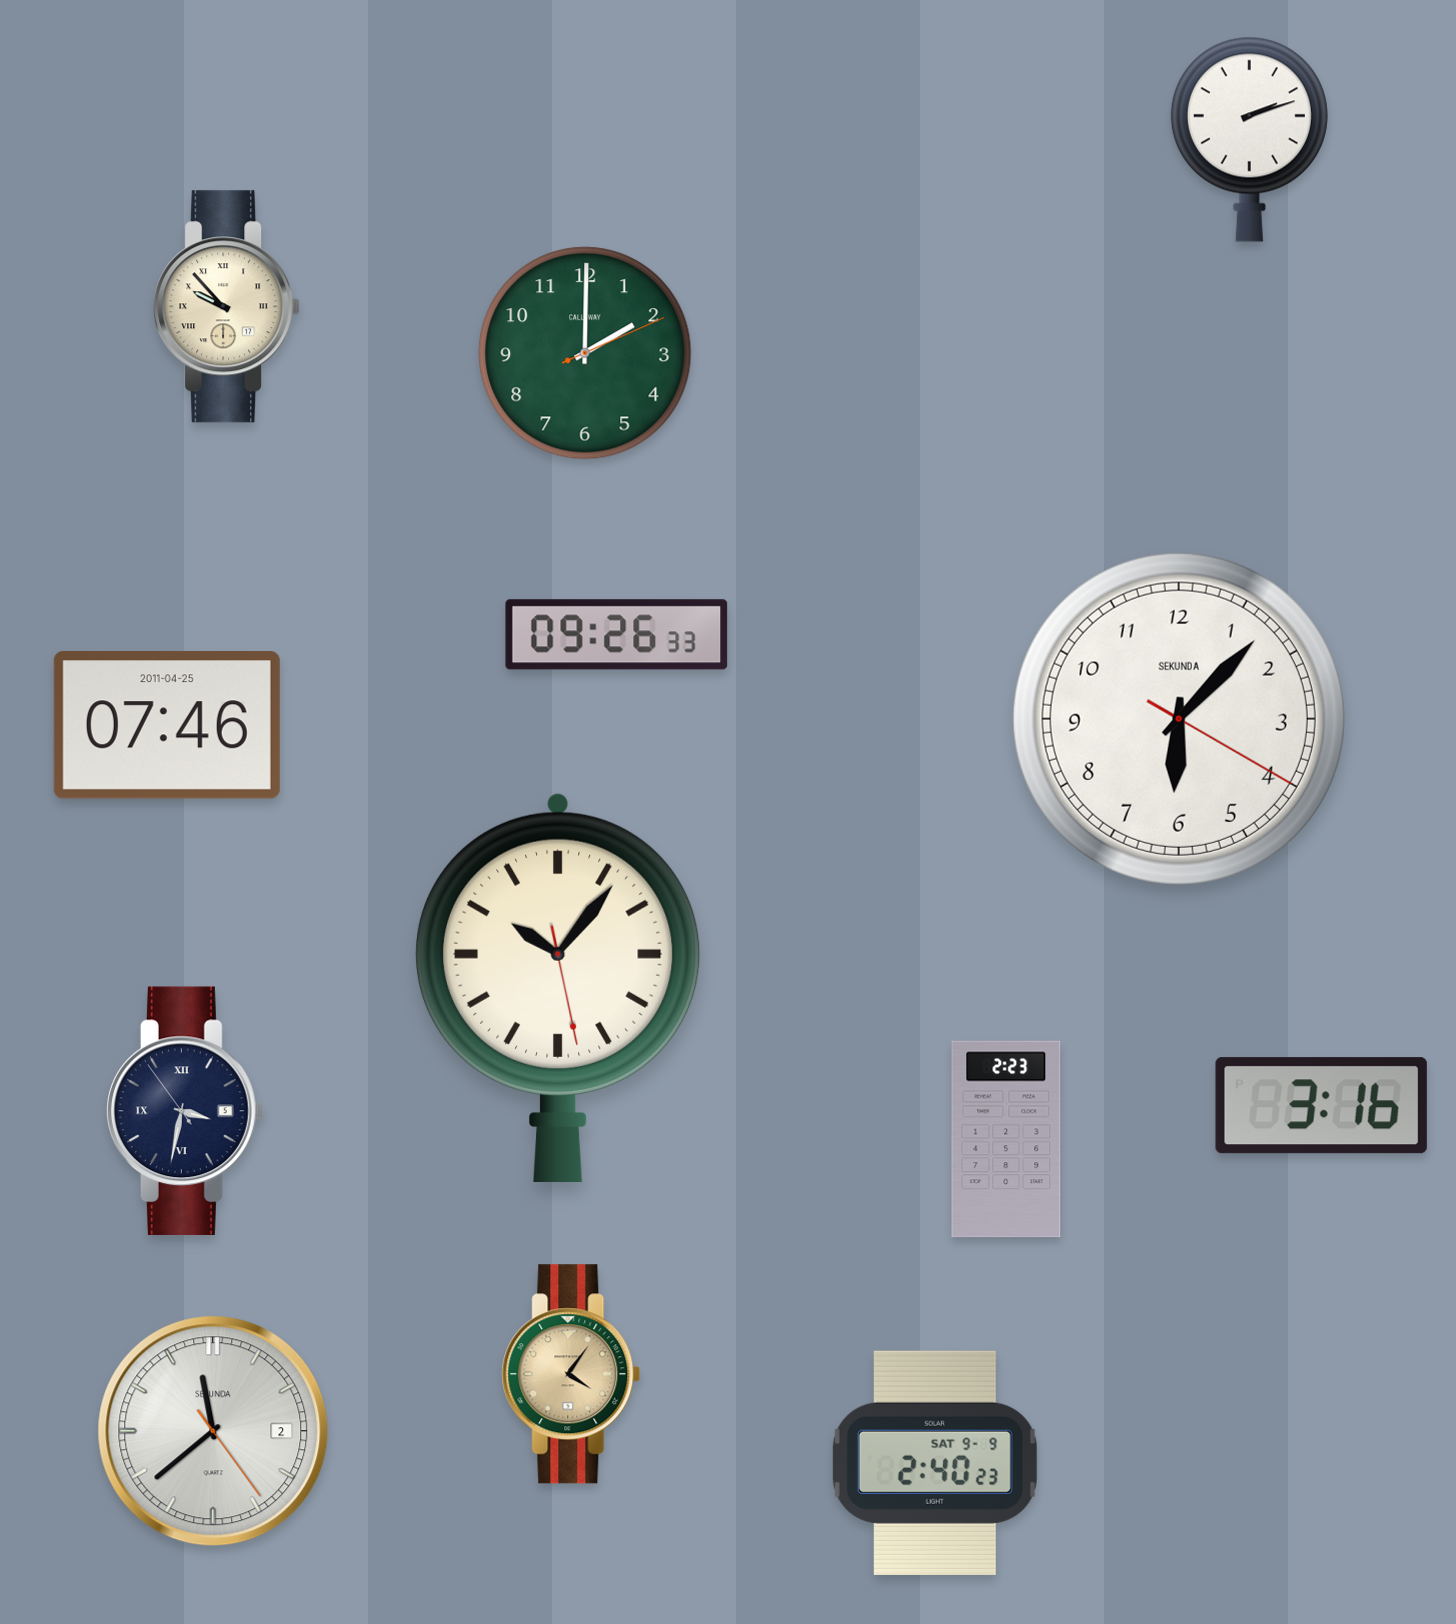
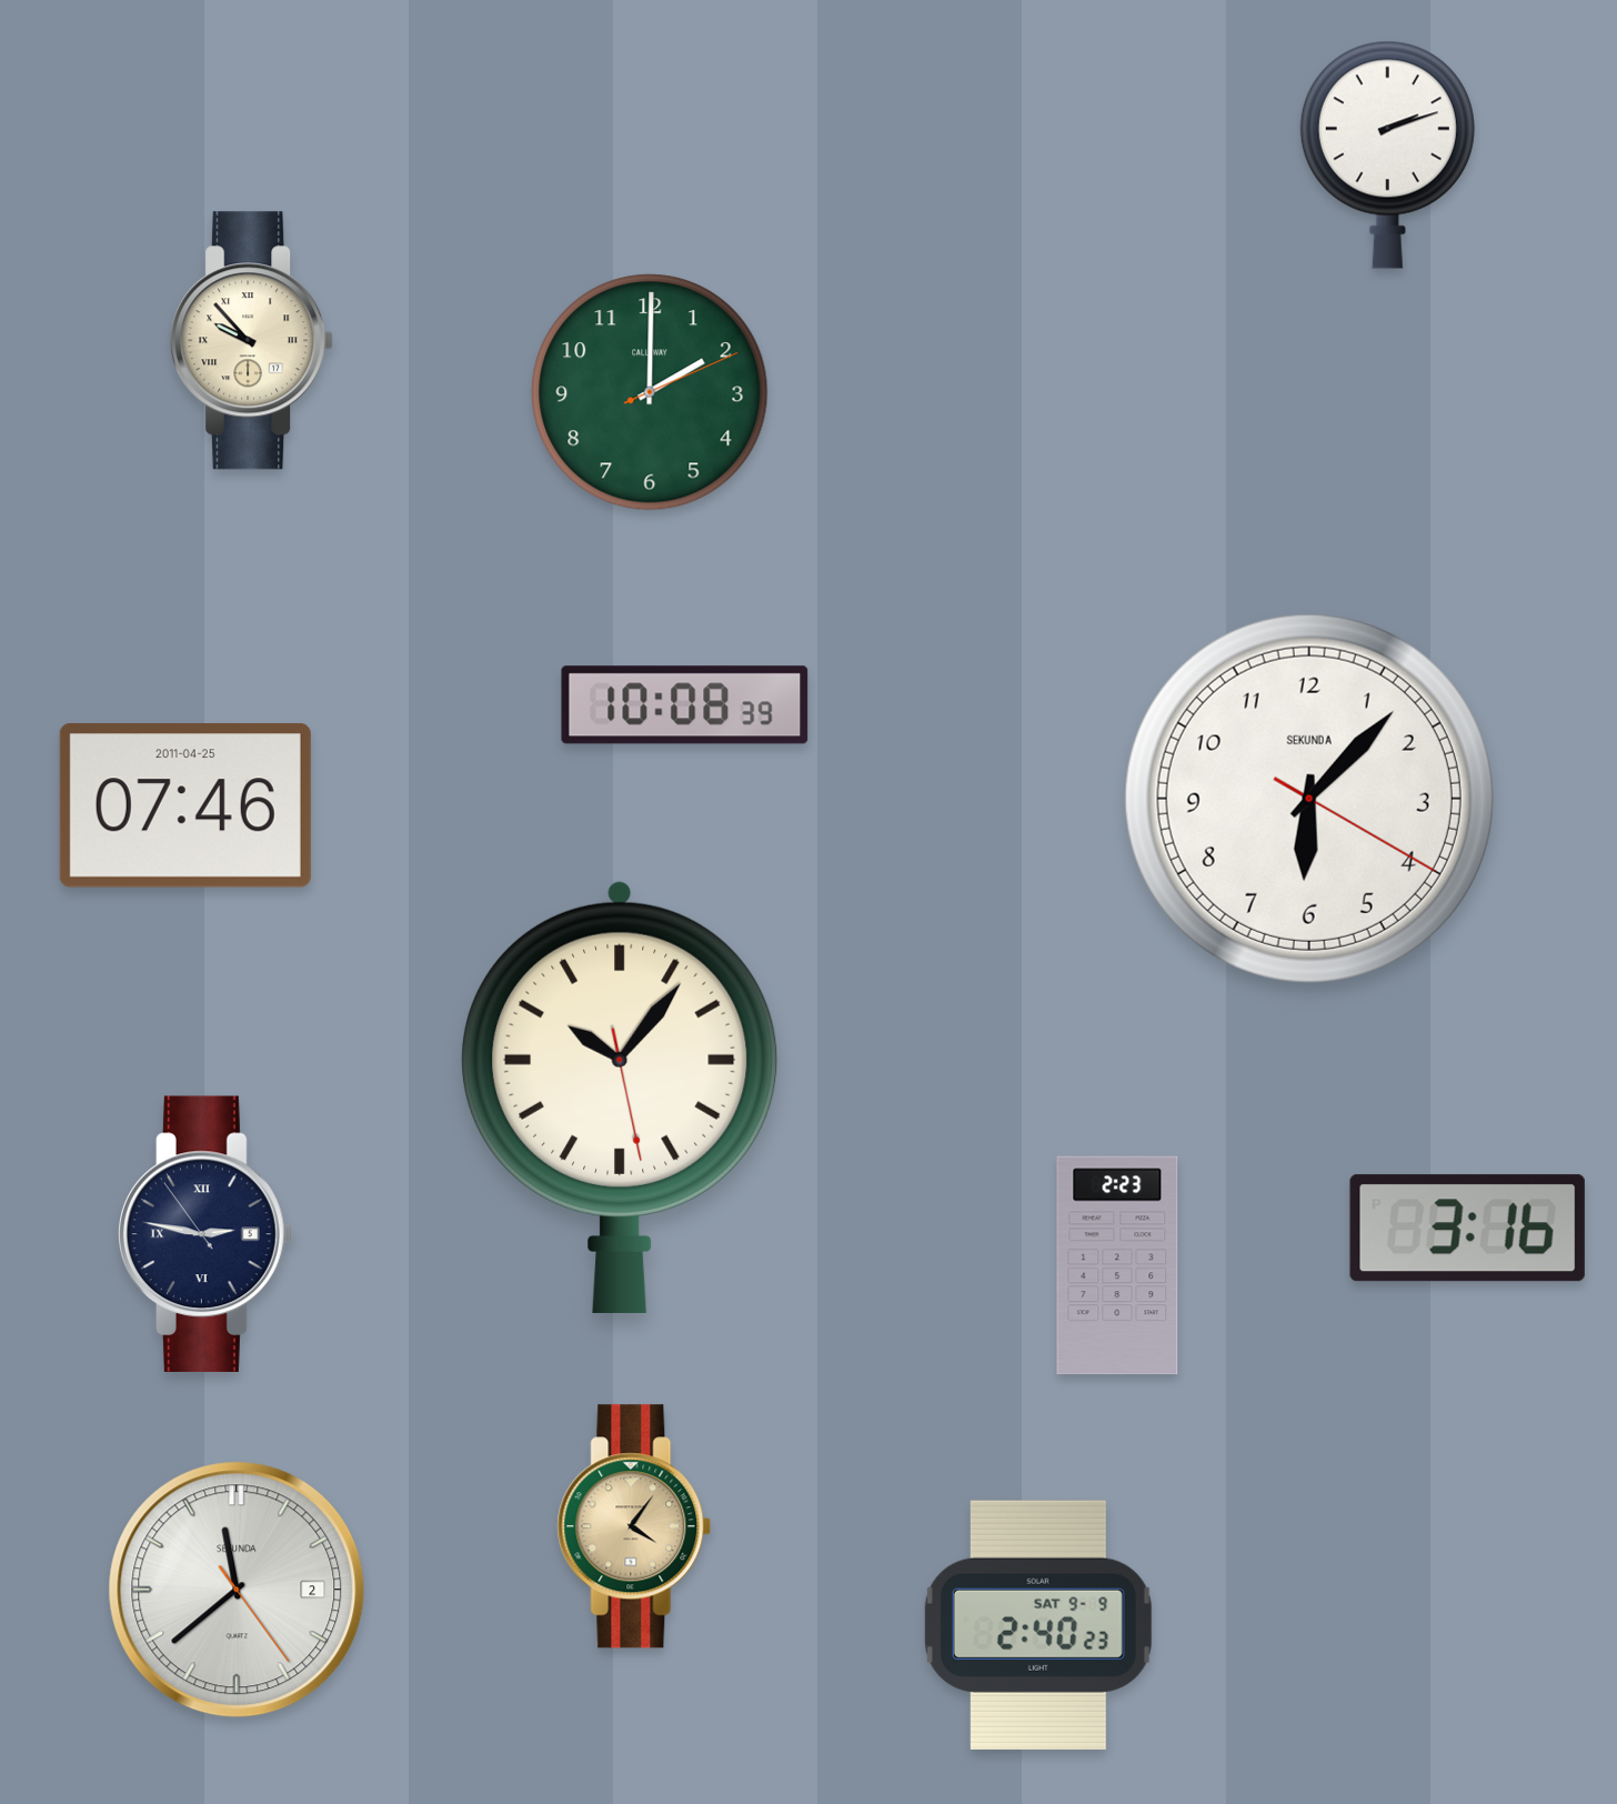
clock at (617, 635): 09:26 -> 10:08
clock at (186, 1110): 3:31 -> 2:46
